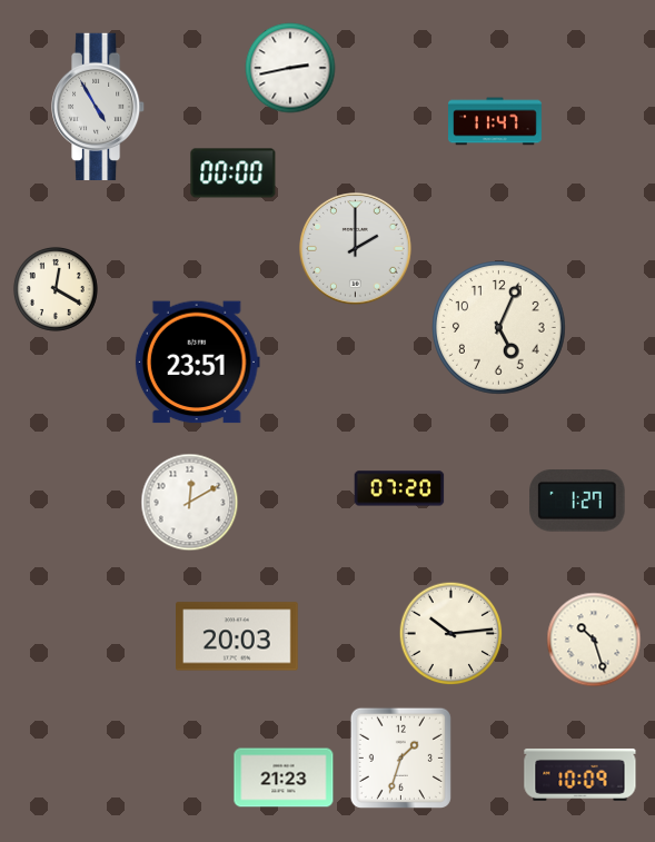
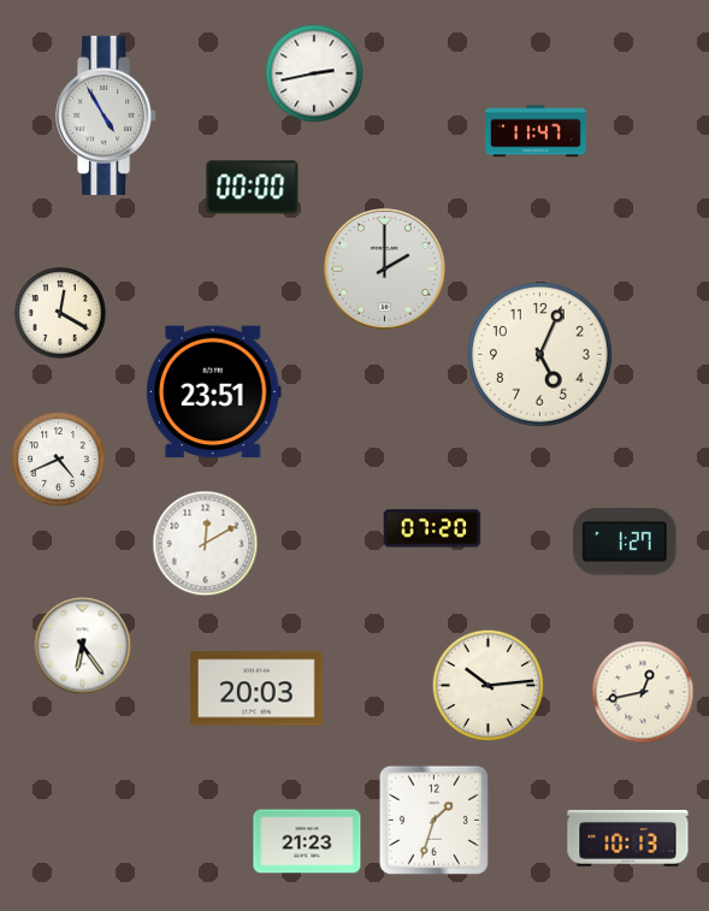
clock at (59, 460): none -> 4:41
clock at (83, 646): none -> 6:24
clock at (594, 640): 10:27 -> 12:43
clock at (580, 774): 10:09 -> 10:13
